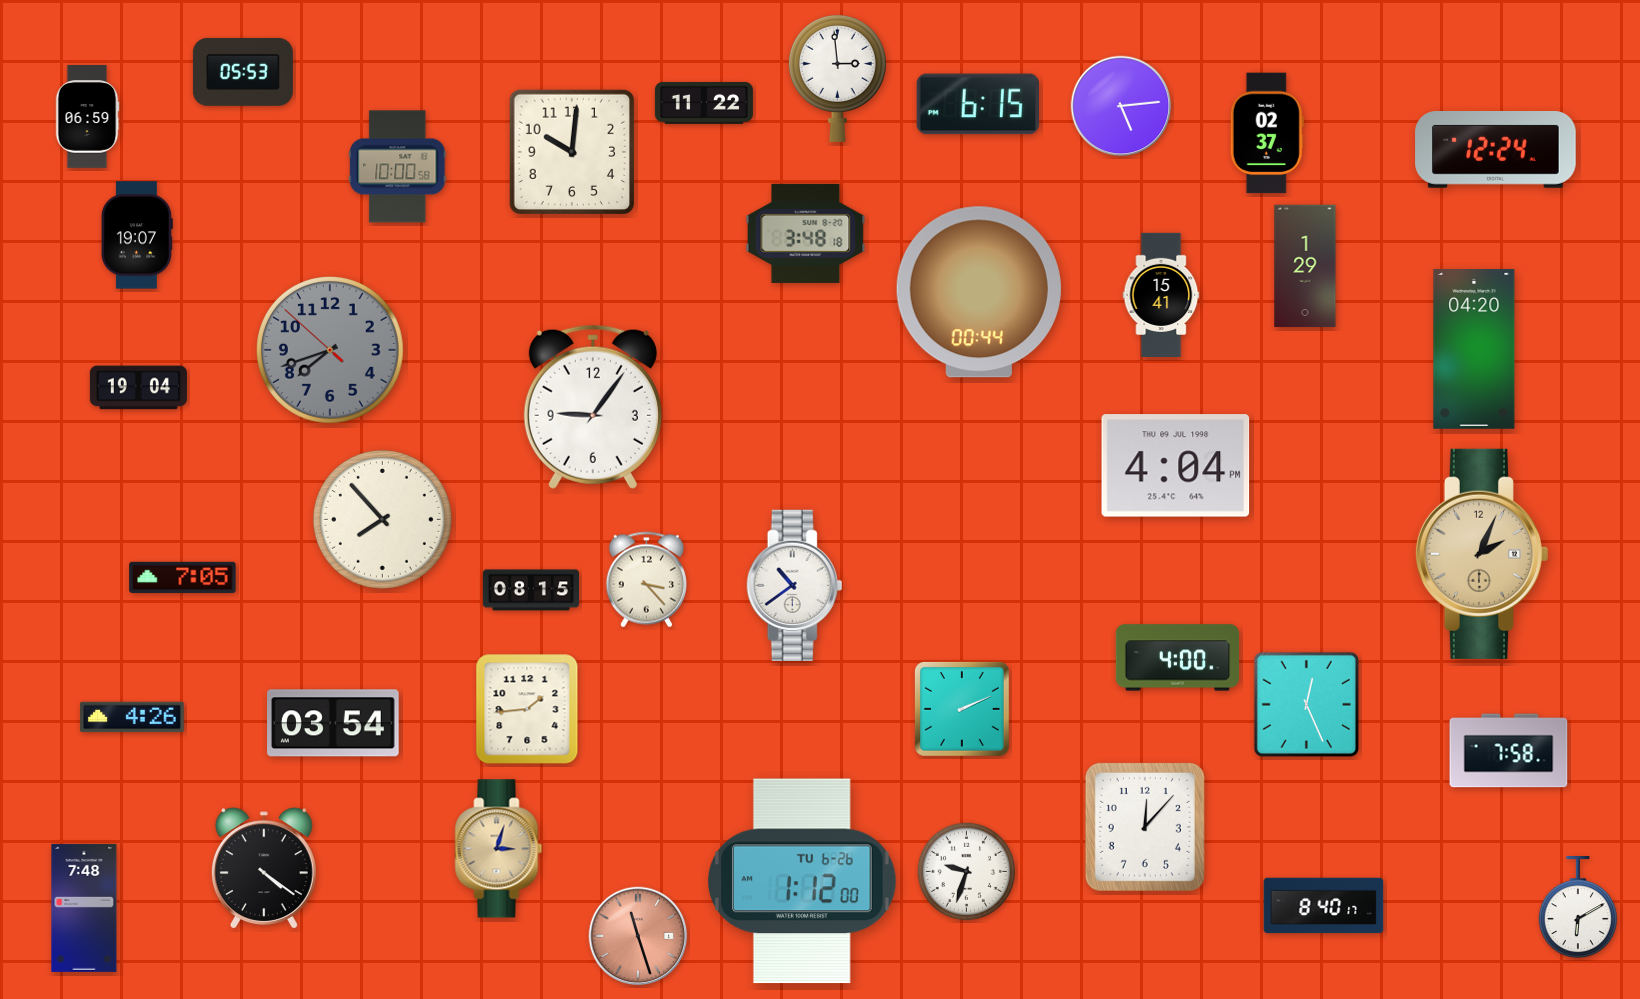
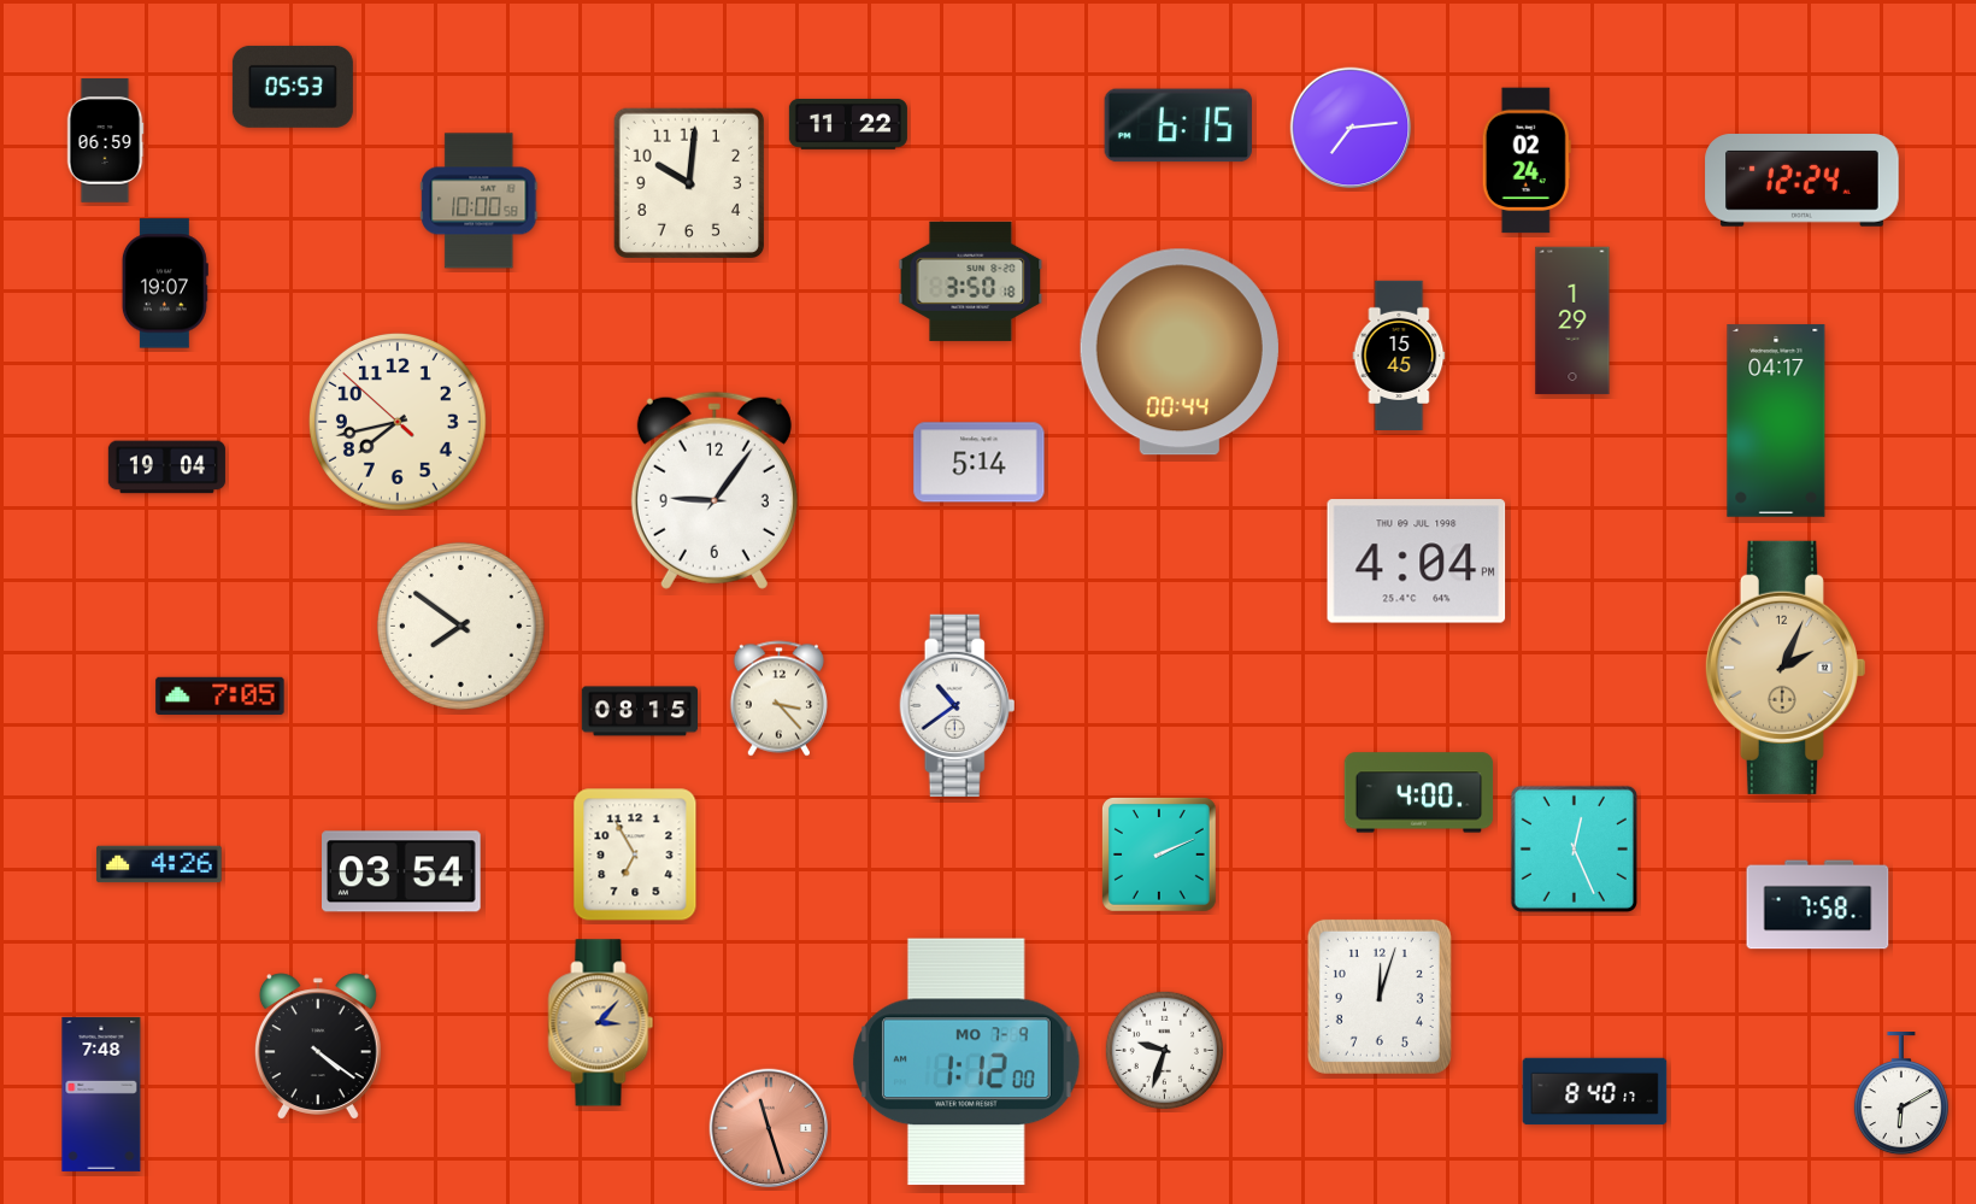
clock at (837, 78): 2:59 -> none
clock at (1121, 106): 5:14 -> 7:14
clock at (1267, 133): 02:37 -> 02:24
clock at (806, 233): 3:48 -> 3:50
clock at (1161, 295): 15:41 -> 15:45
clock at (1474, 349): 04:20 -> 04:17
clock at (330, 350): 7:41 -> 7:42
clock at (330, 350) dial: grey -> cream
clock at (980, 463): none -> 5:14
clock at (382, 519): 7:53 -> 7:51
clock at (527, 709): 1:44 -> 6:55
clock at (1145, 827): 12:07 -> 12:03
clock at (499, 849): 3:03 -> 3:07
clock at (802, 881) date: TU 6-26 -> MO 7-9
